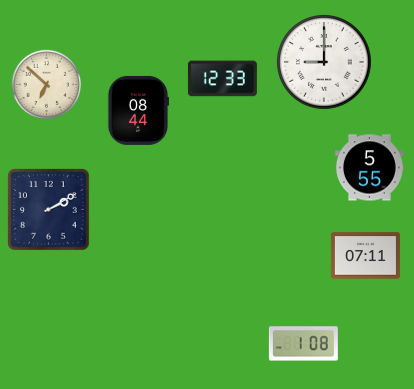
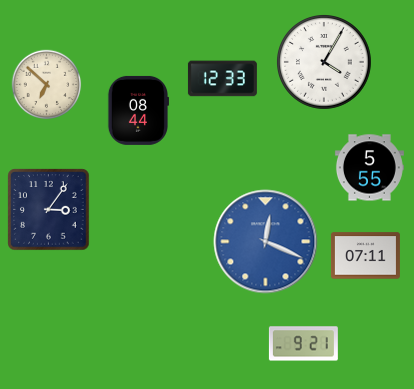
clock at (325, 63): 9:00 -> 4:05
clock at (49, 210): 2:10 -> 3:06
clock at (266, 242): none -> 12:19
clock at (303, 344): 1:08 -> 9:21
